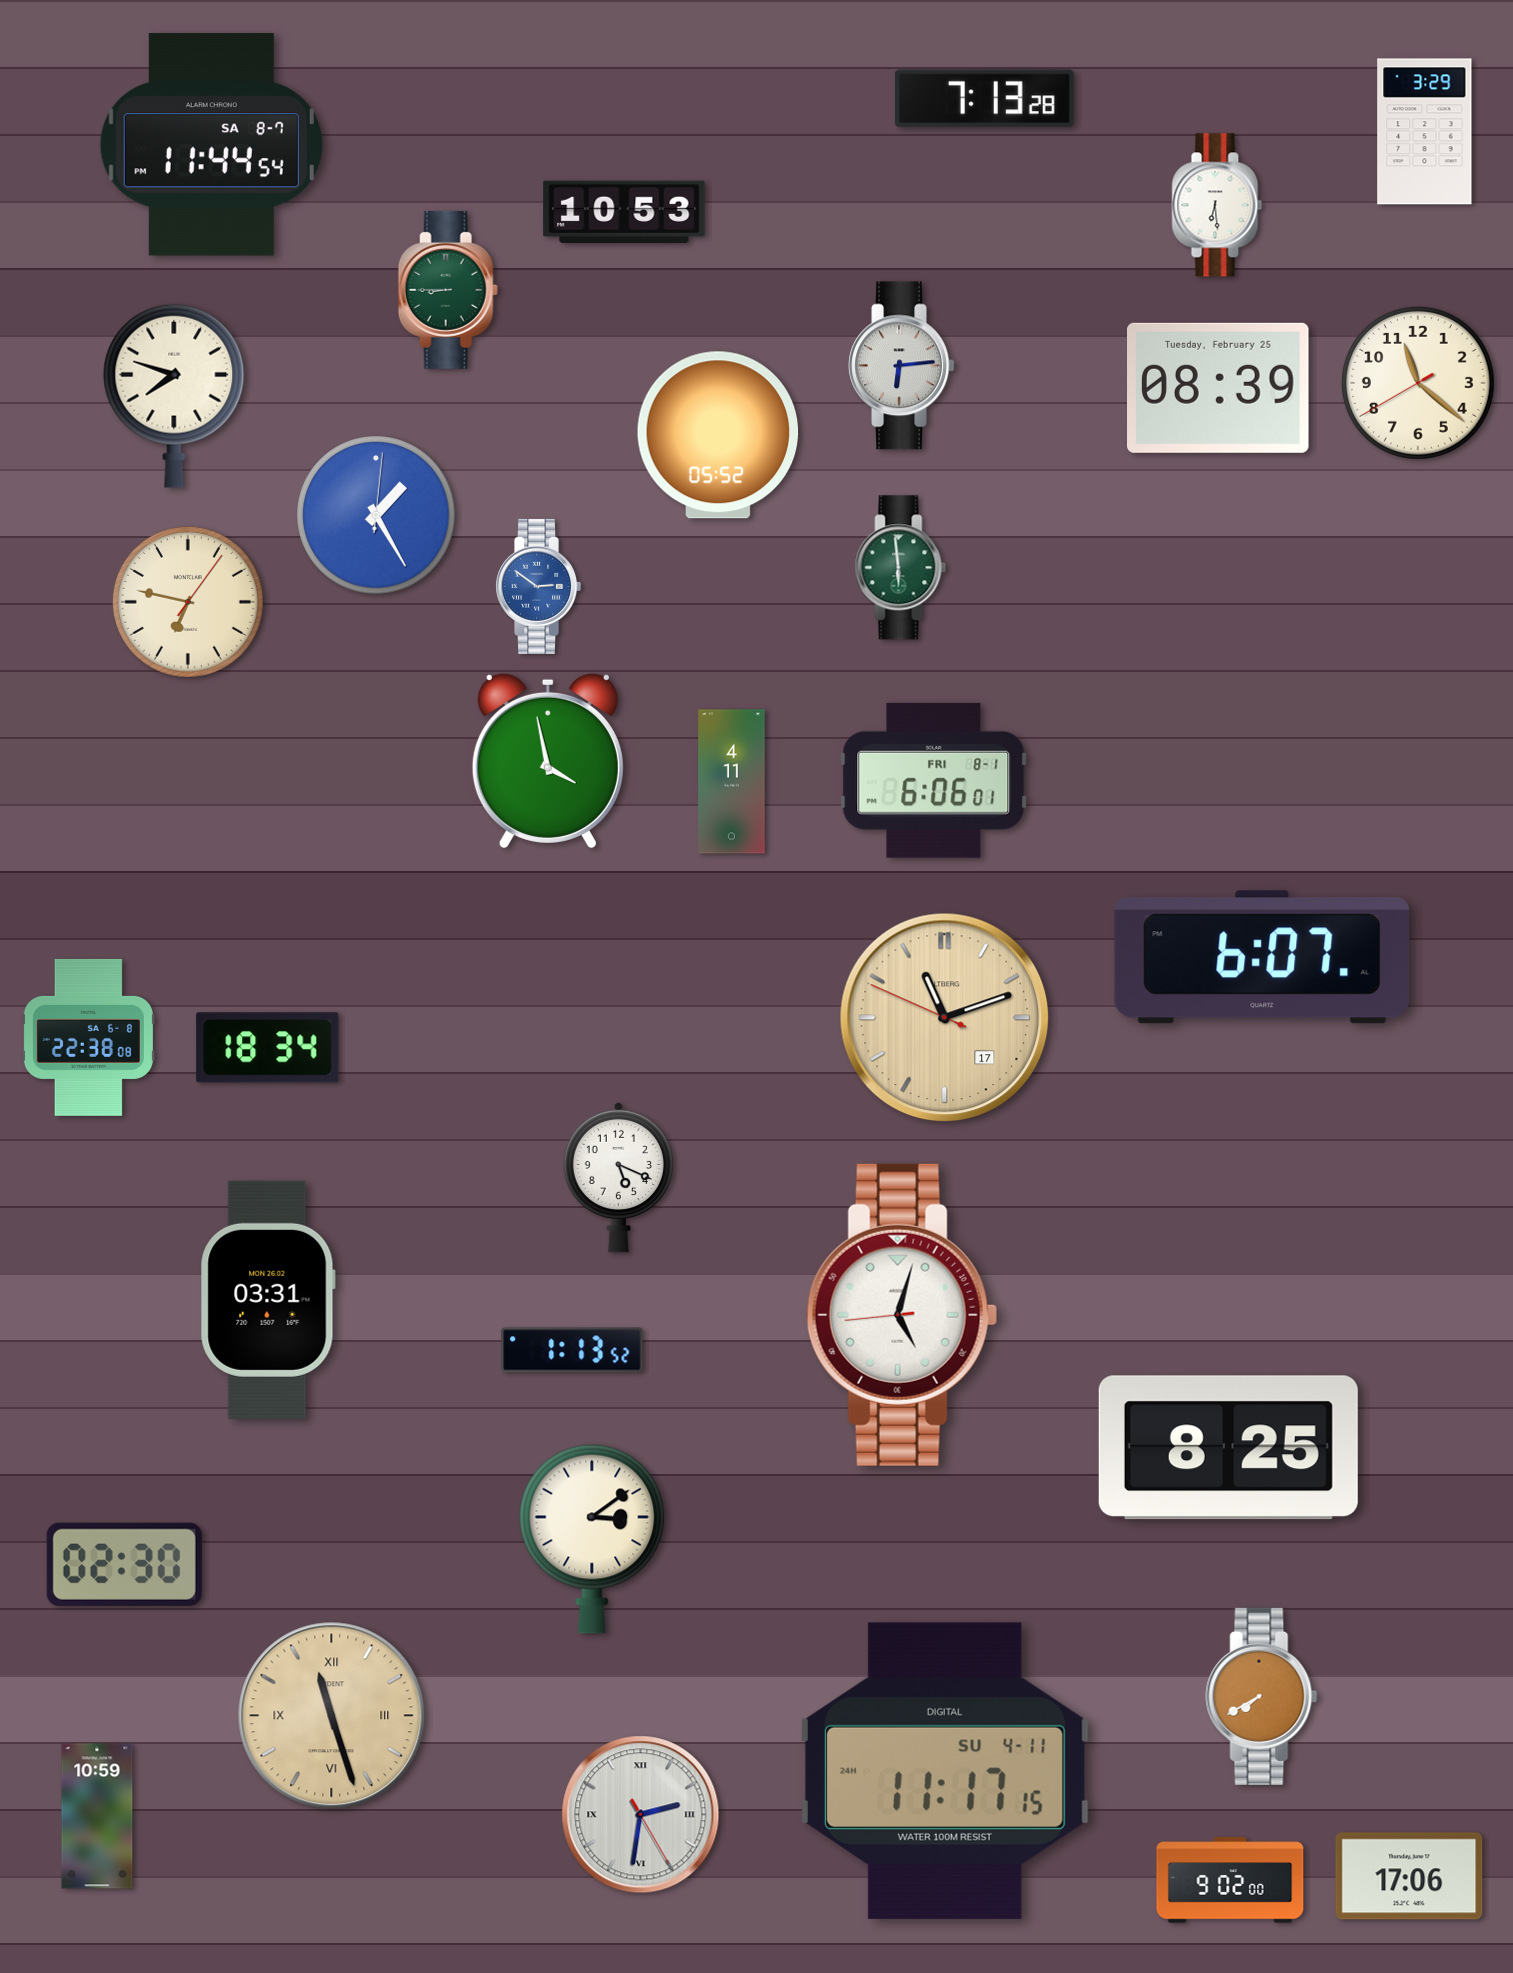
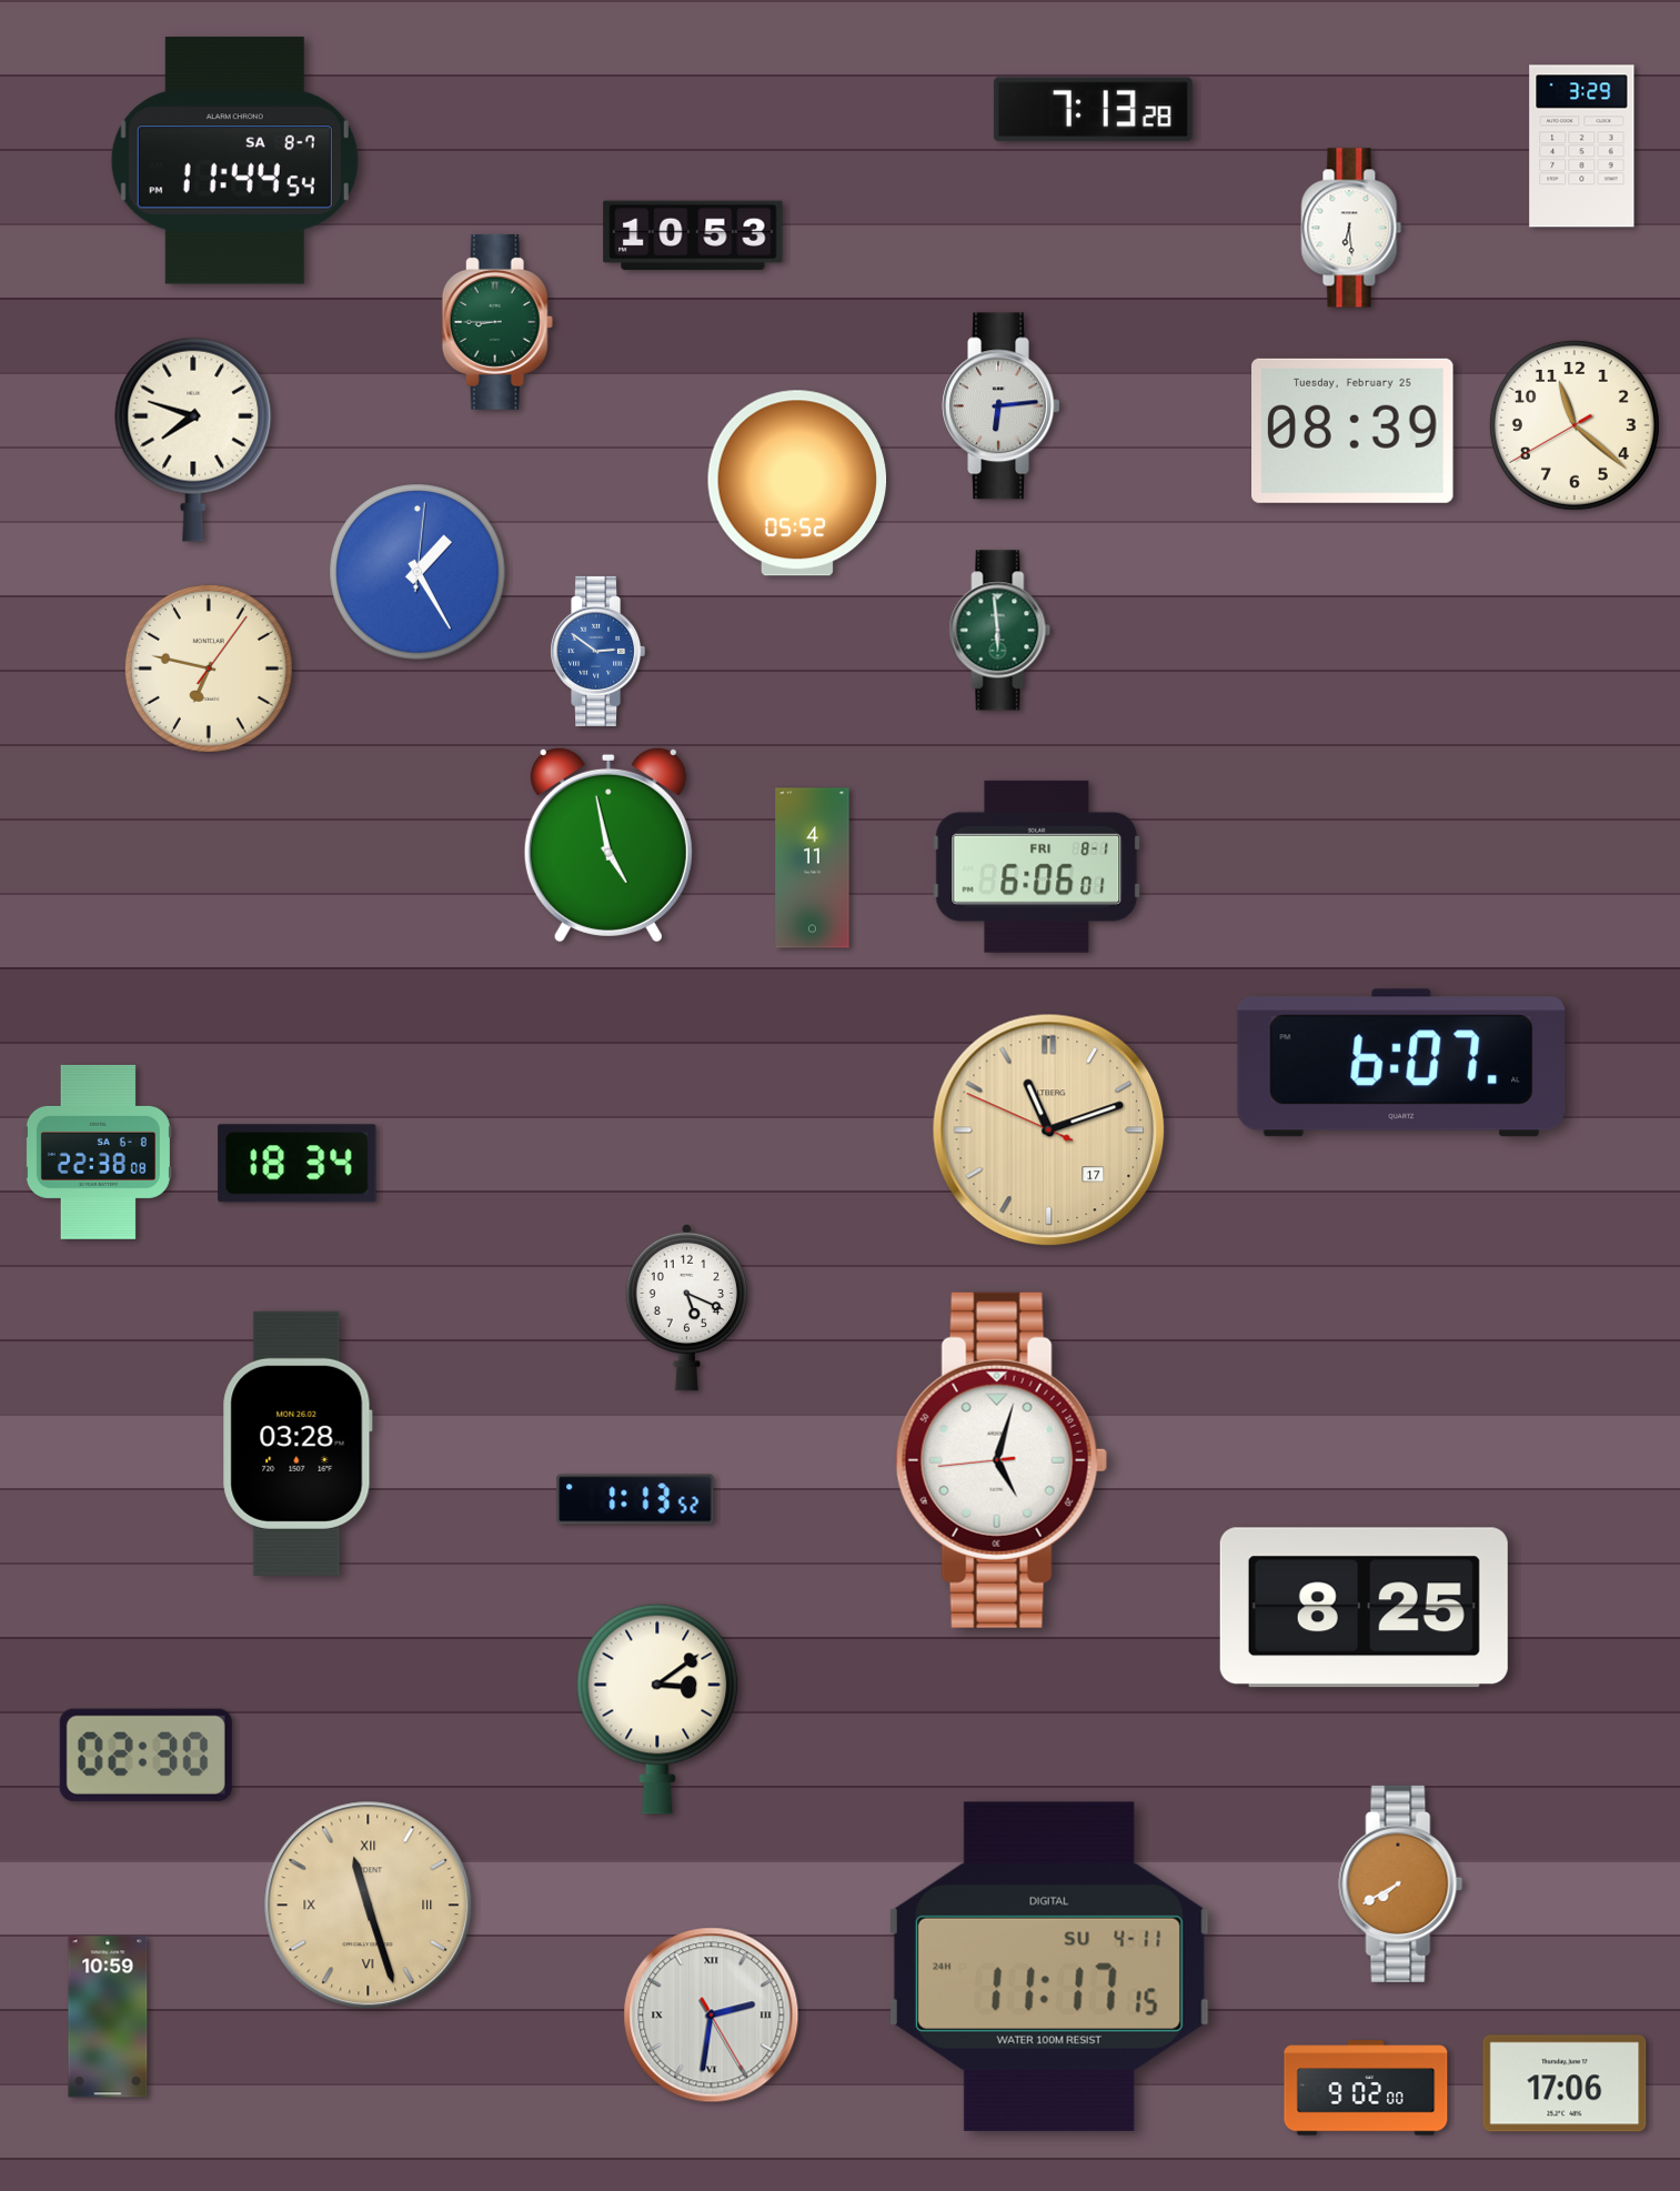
clock at (548, 760): 3:58 -> 4:58
clock at (268, 1300): 03:31 -> 03:28
clock at (124, 1564) position: (124, 1564) -> (145, 1755)
